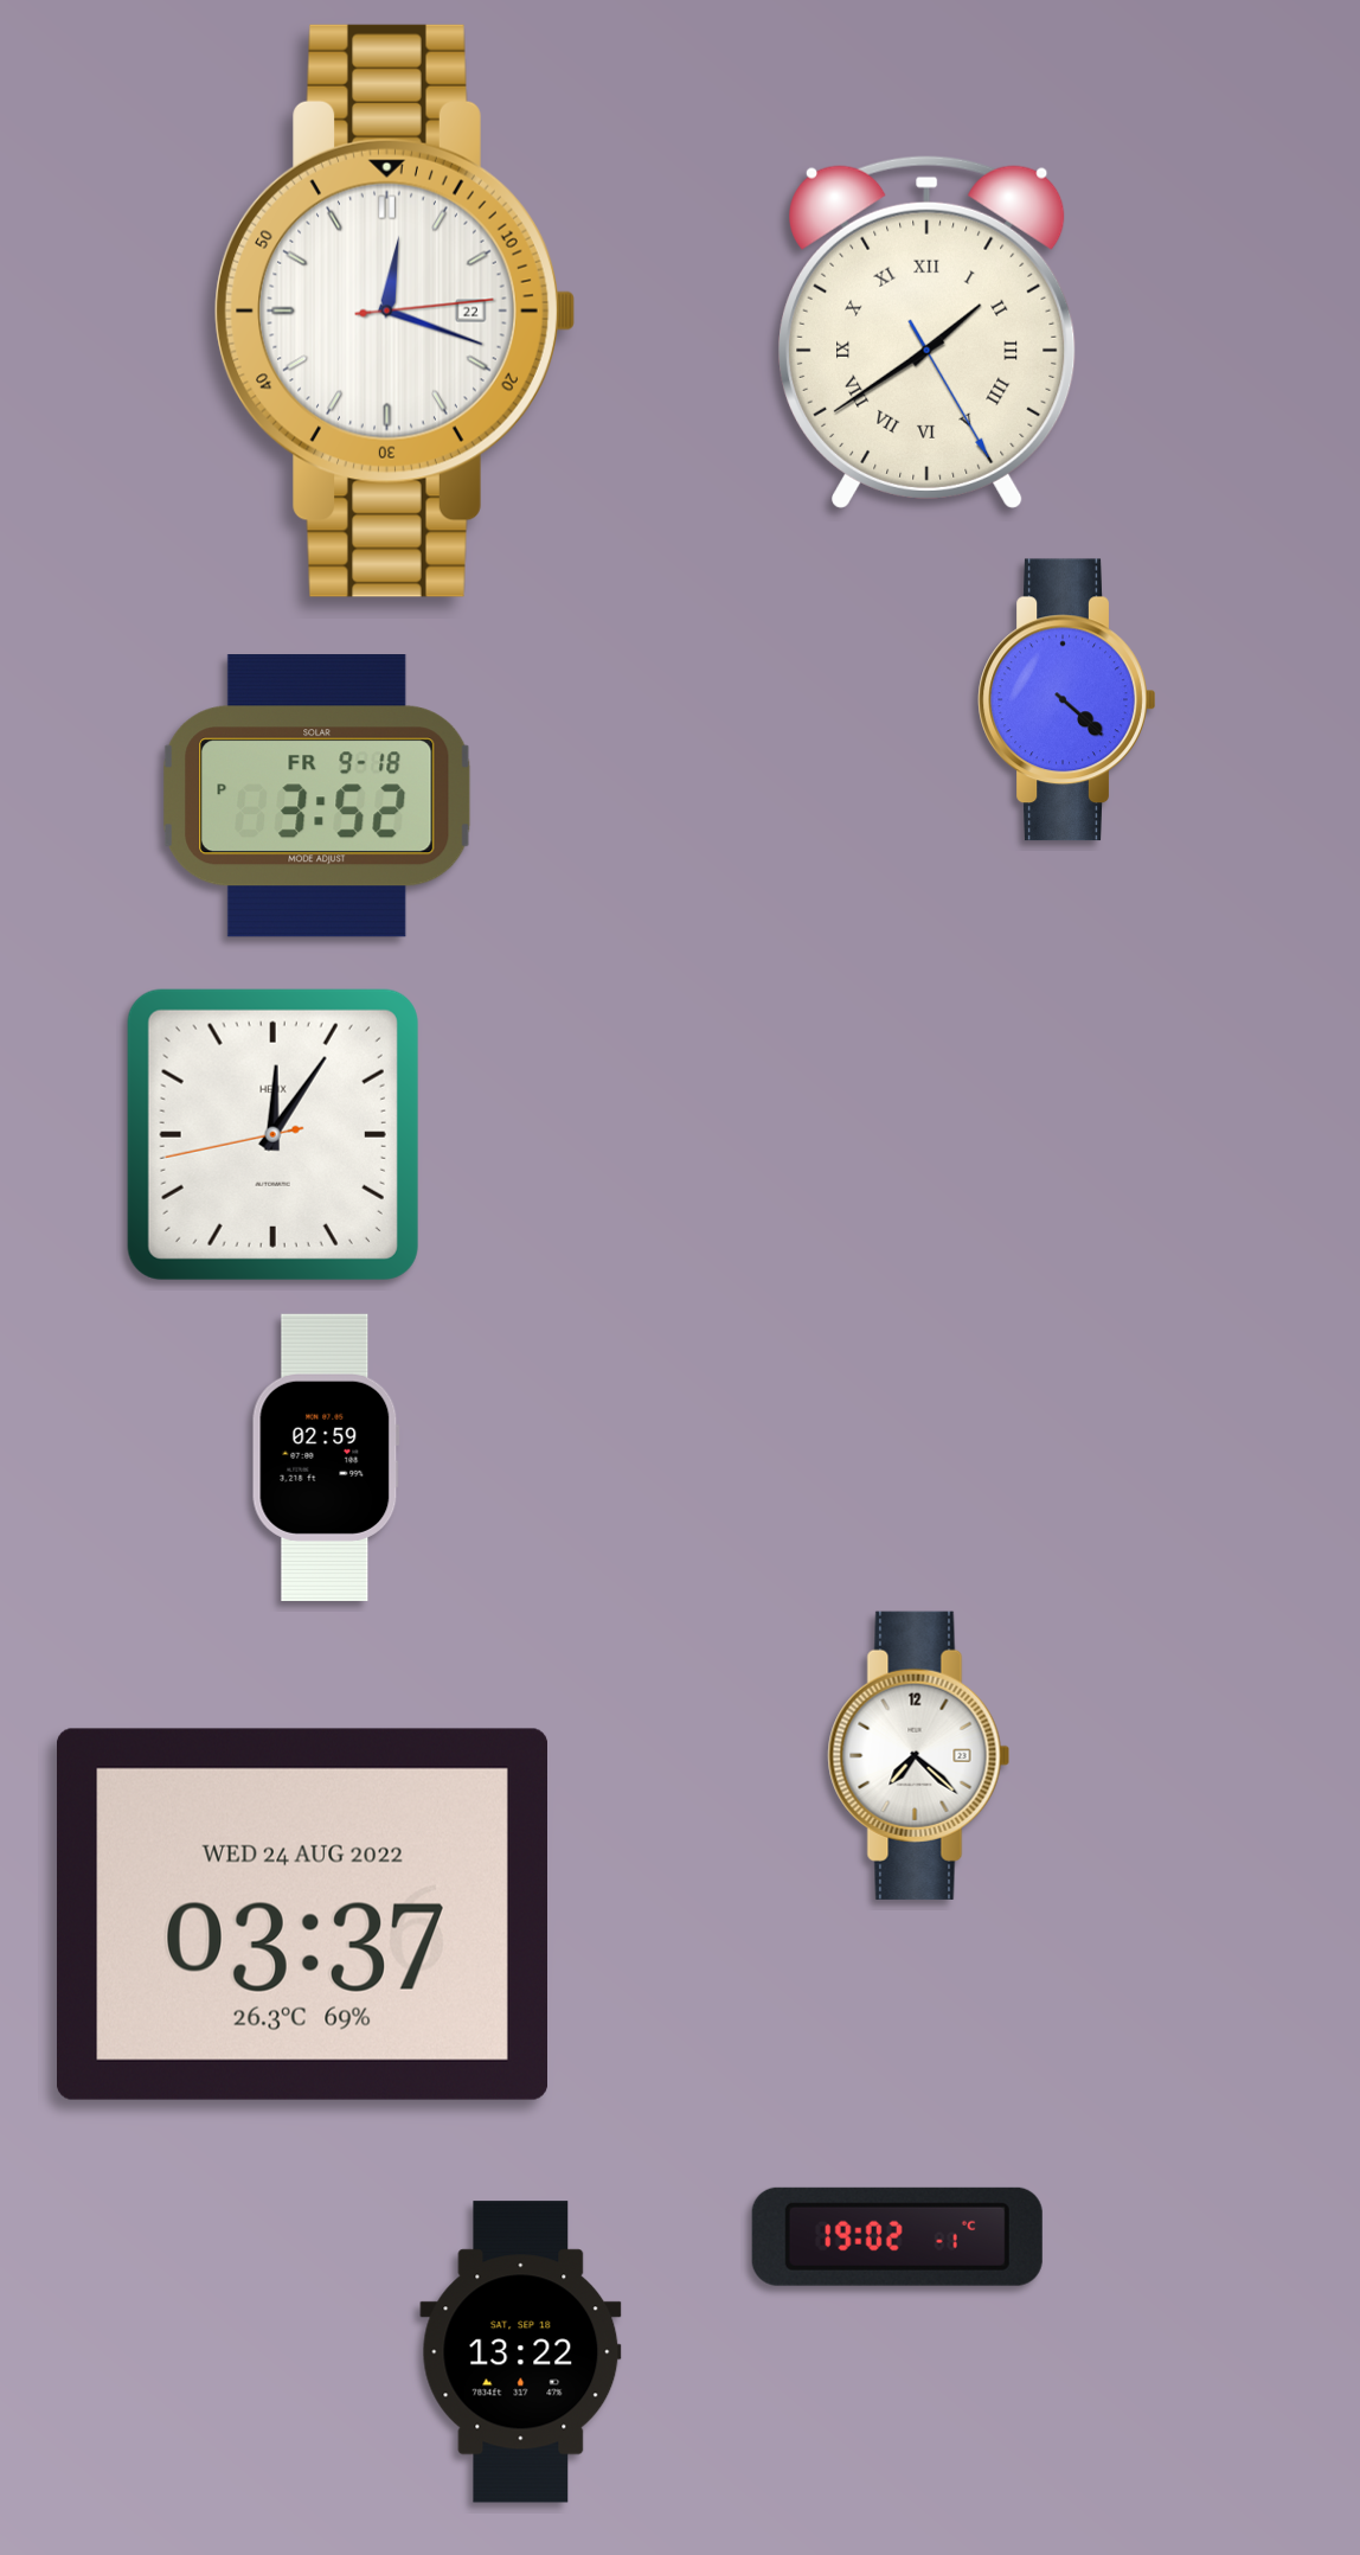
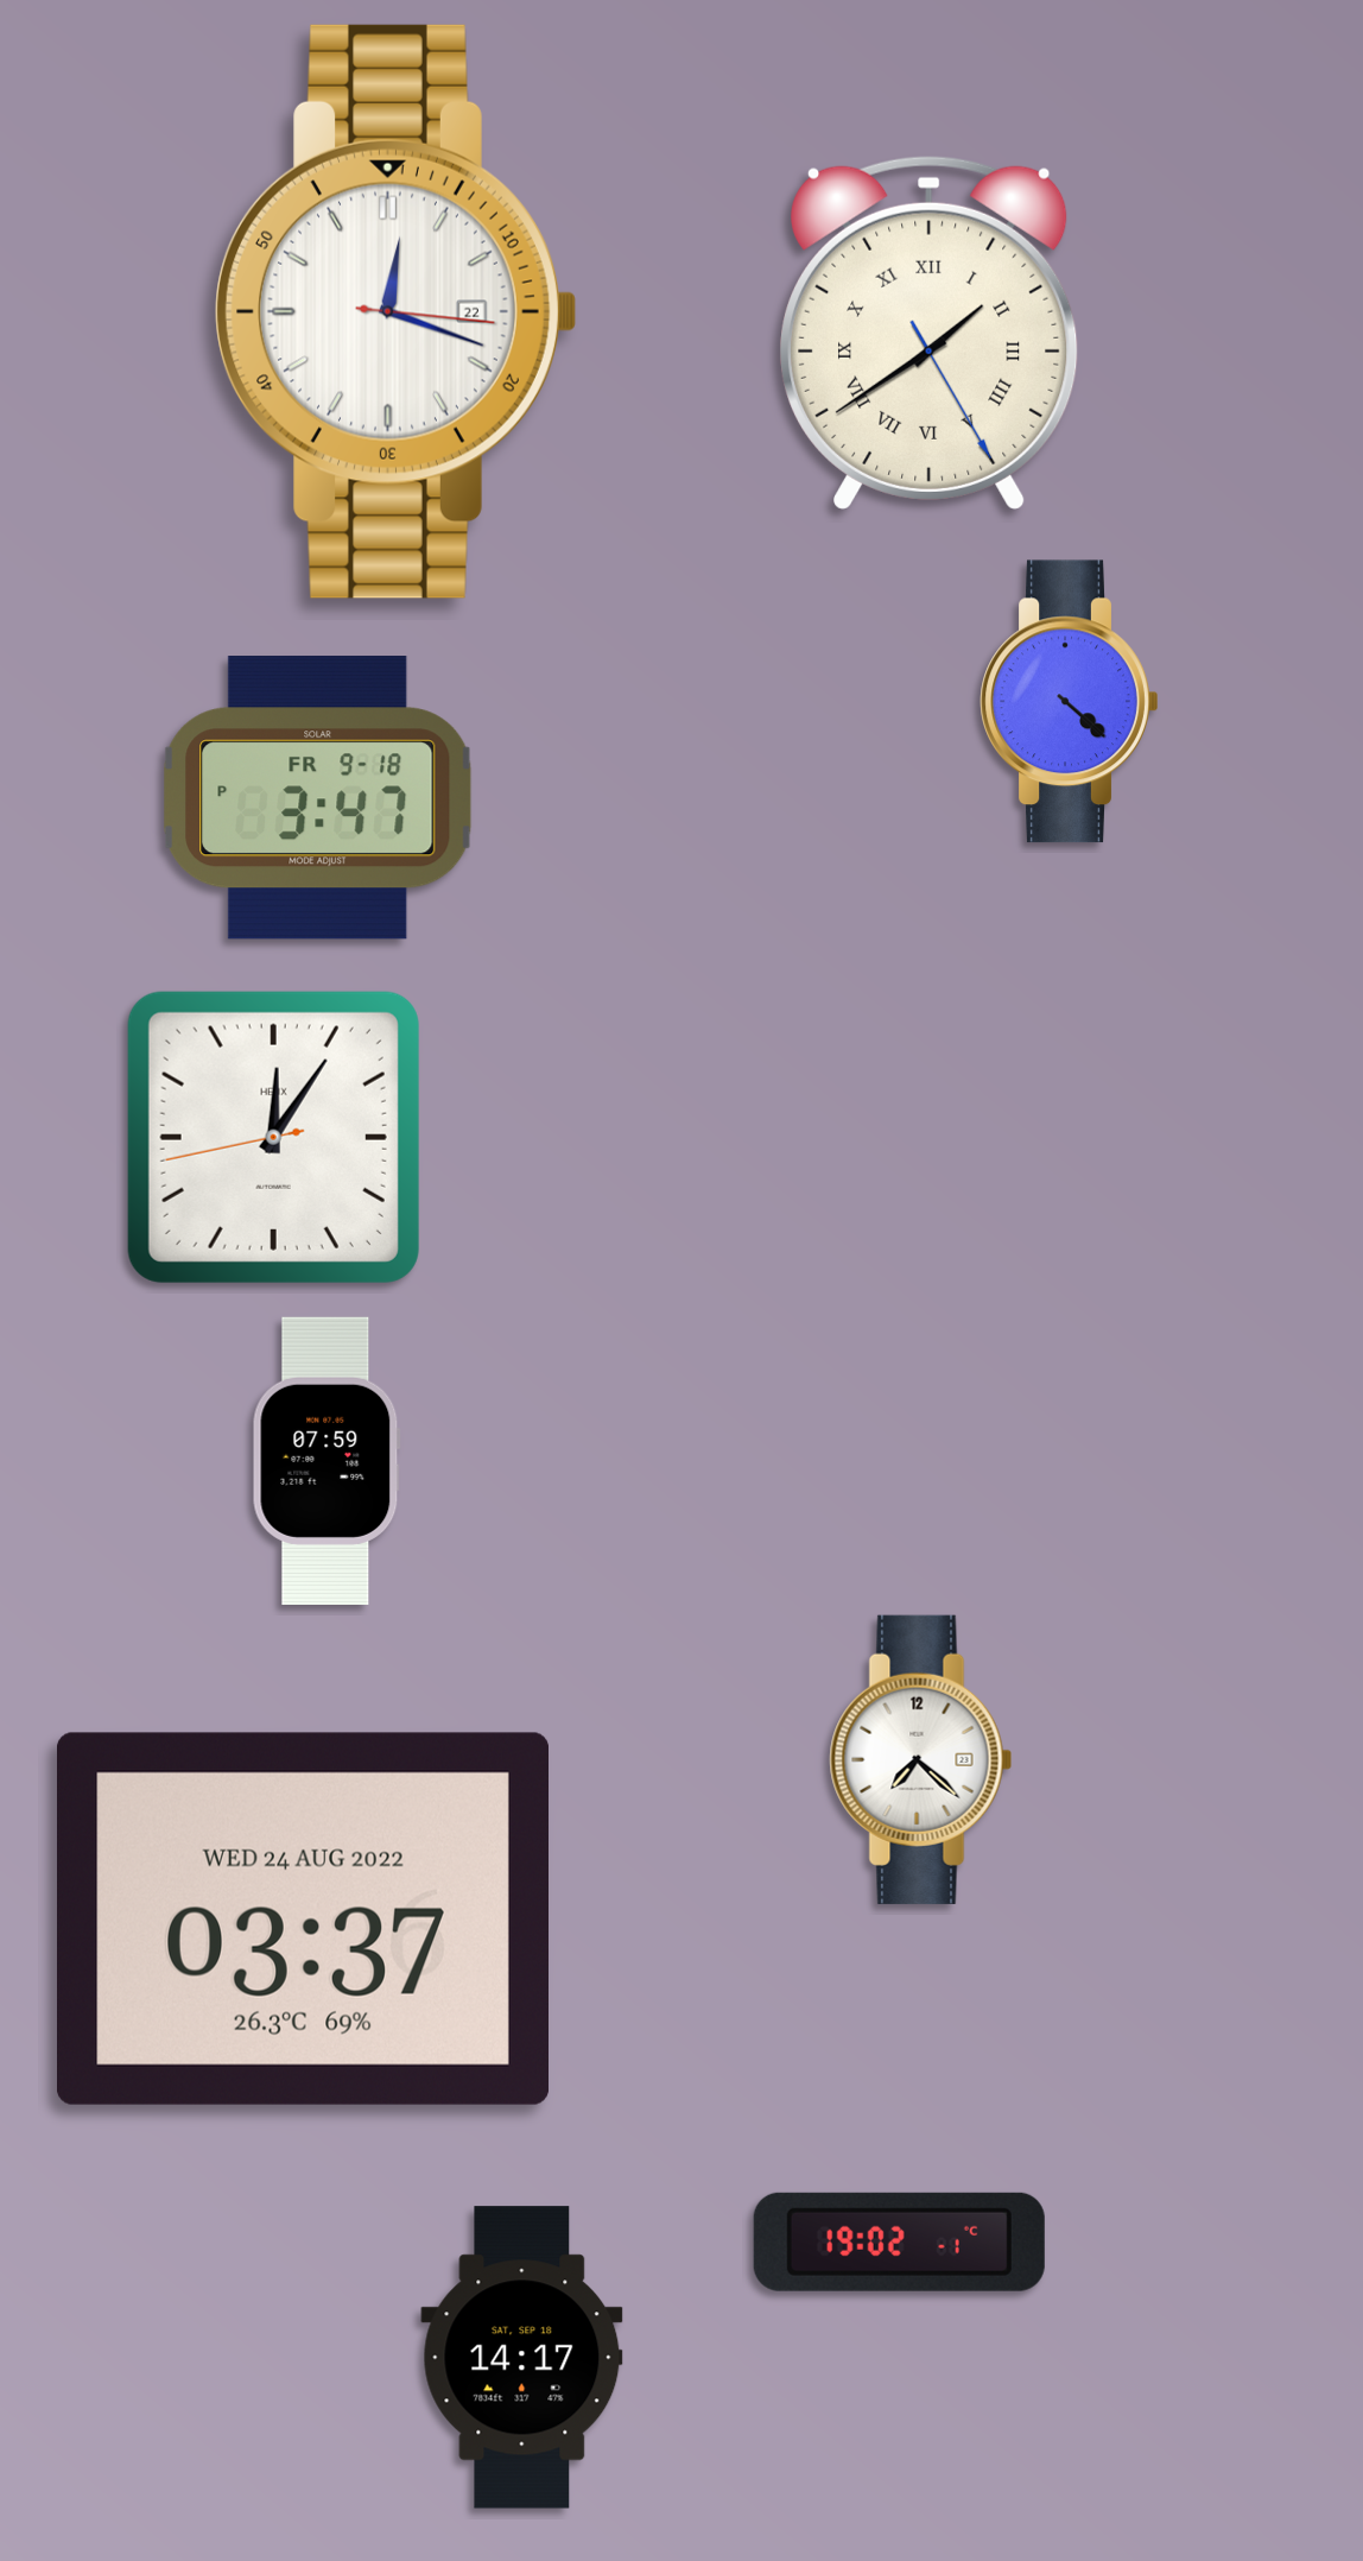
clock at (394, 310): 12:18:14 -> 12:18:16
clock at (317, 796): 3:52 -> 3:47
clock at (326, 1458): 02:59 -> 07:59
clock at (521, 2352): 13:22 -> 14:17
